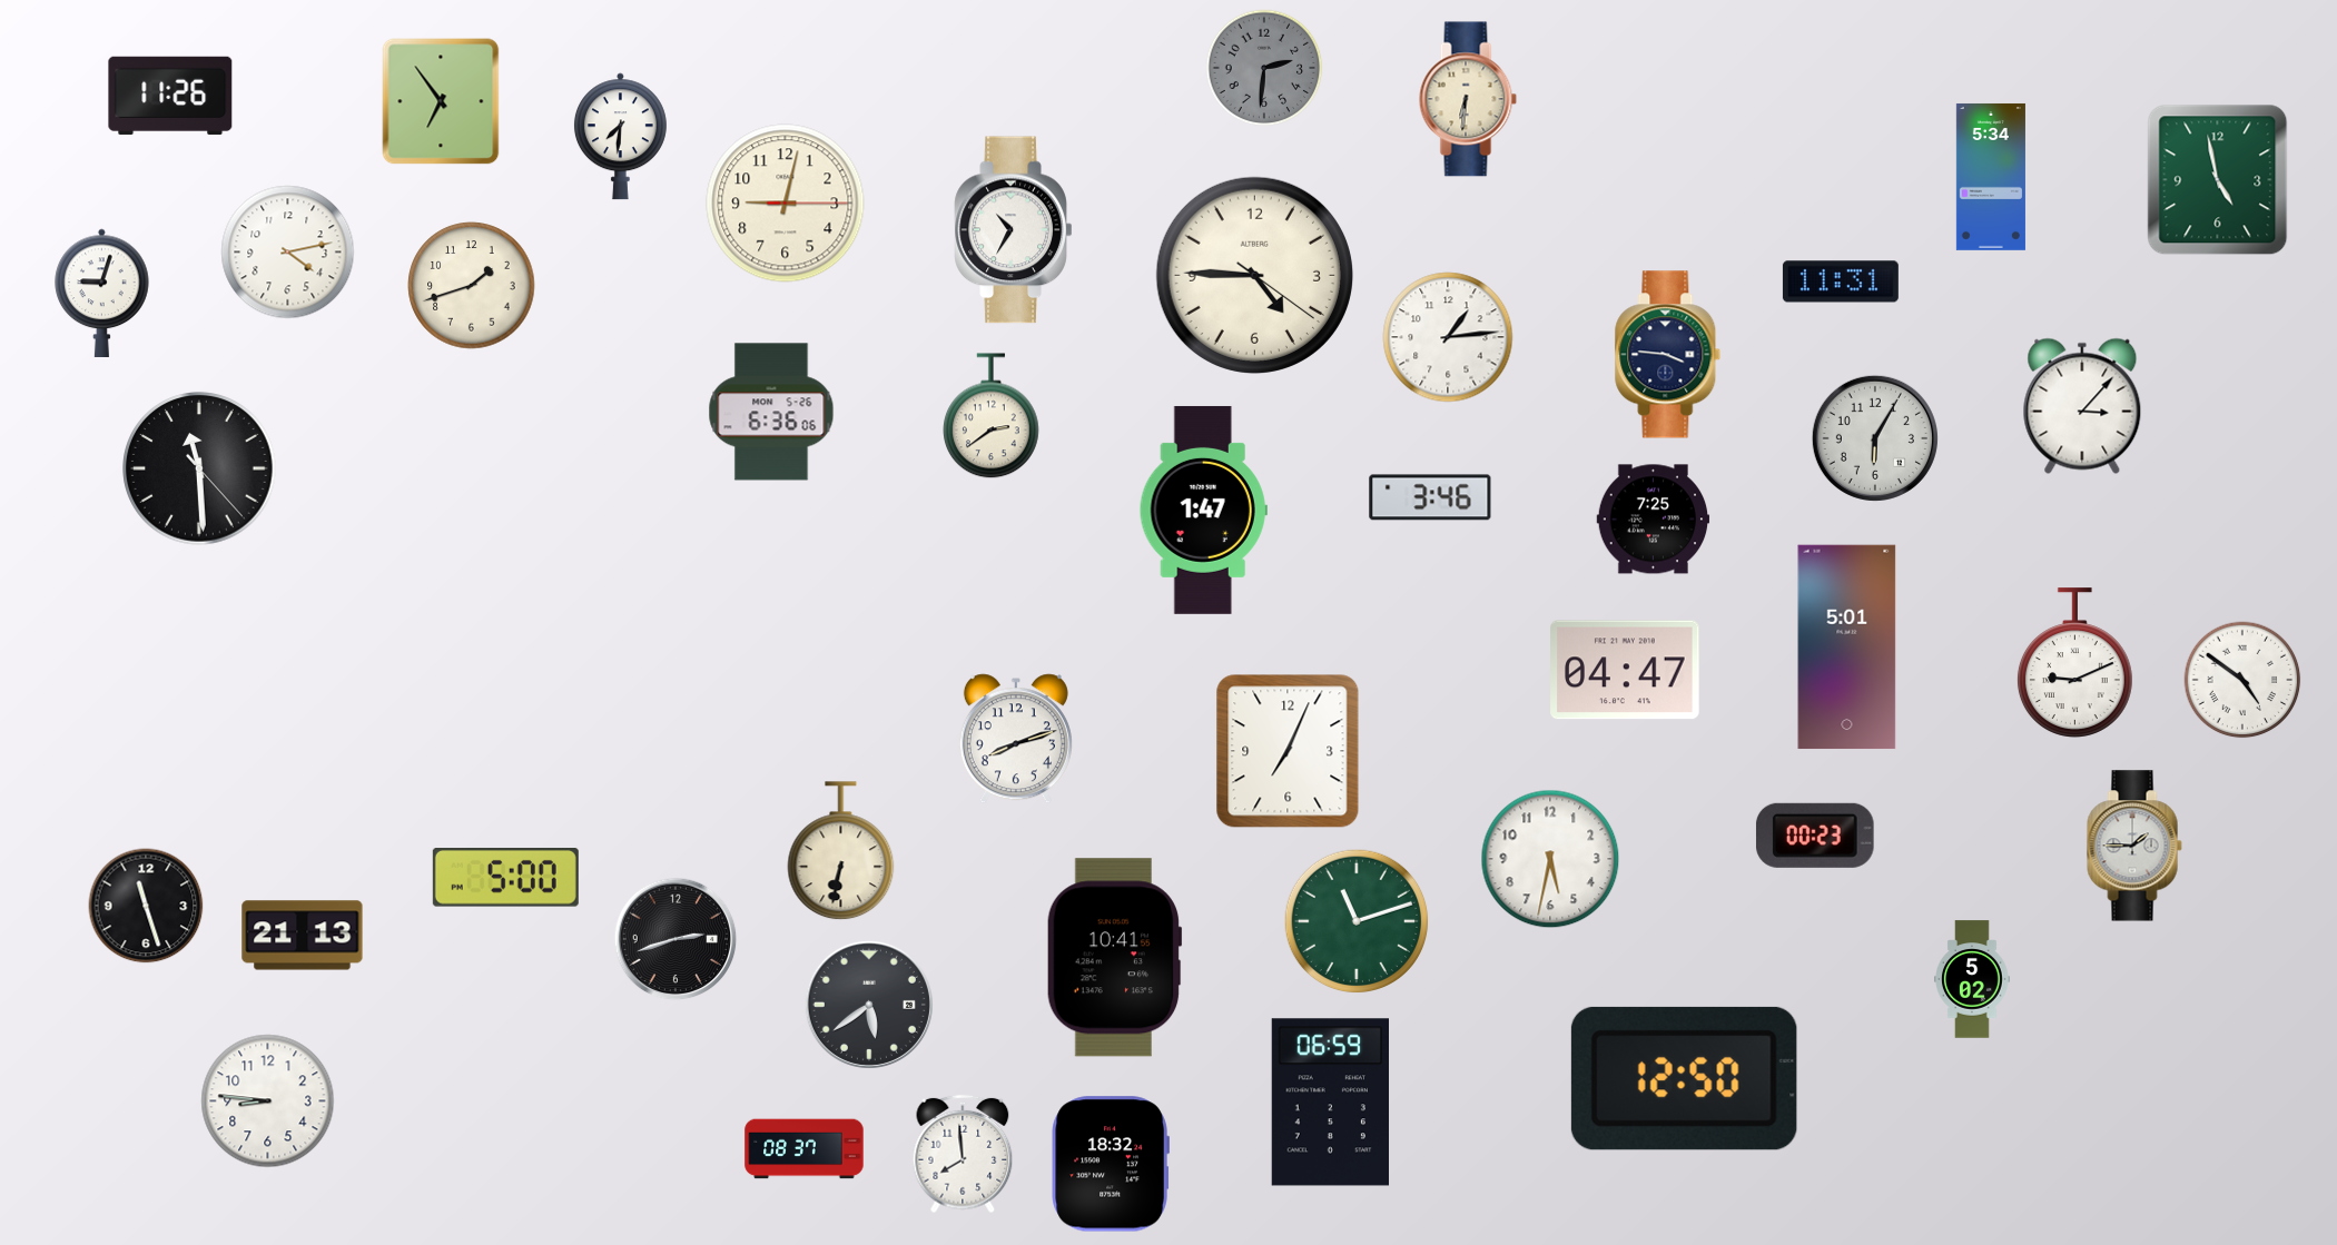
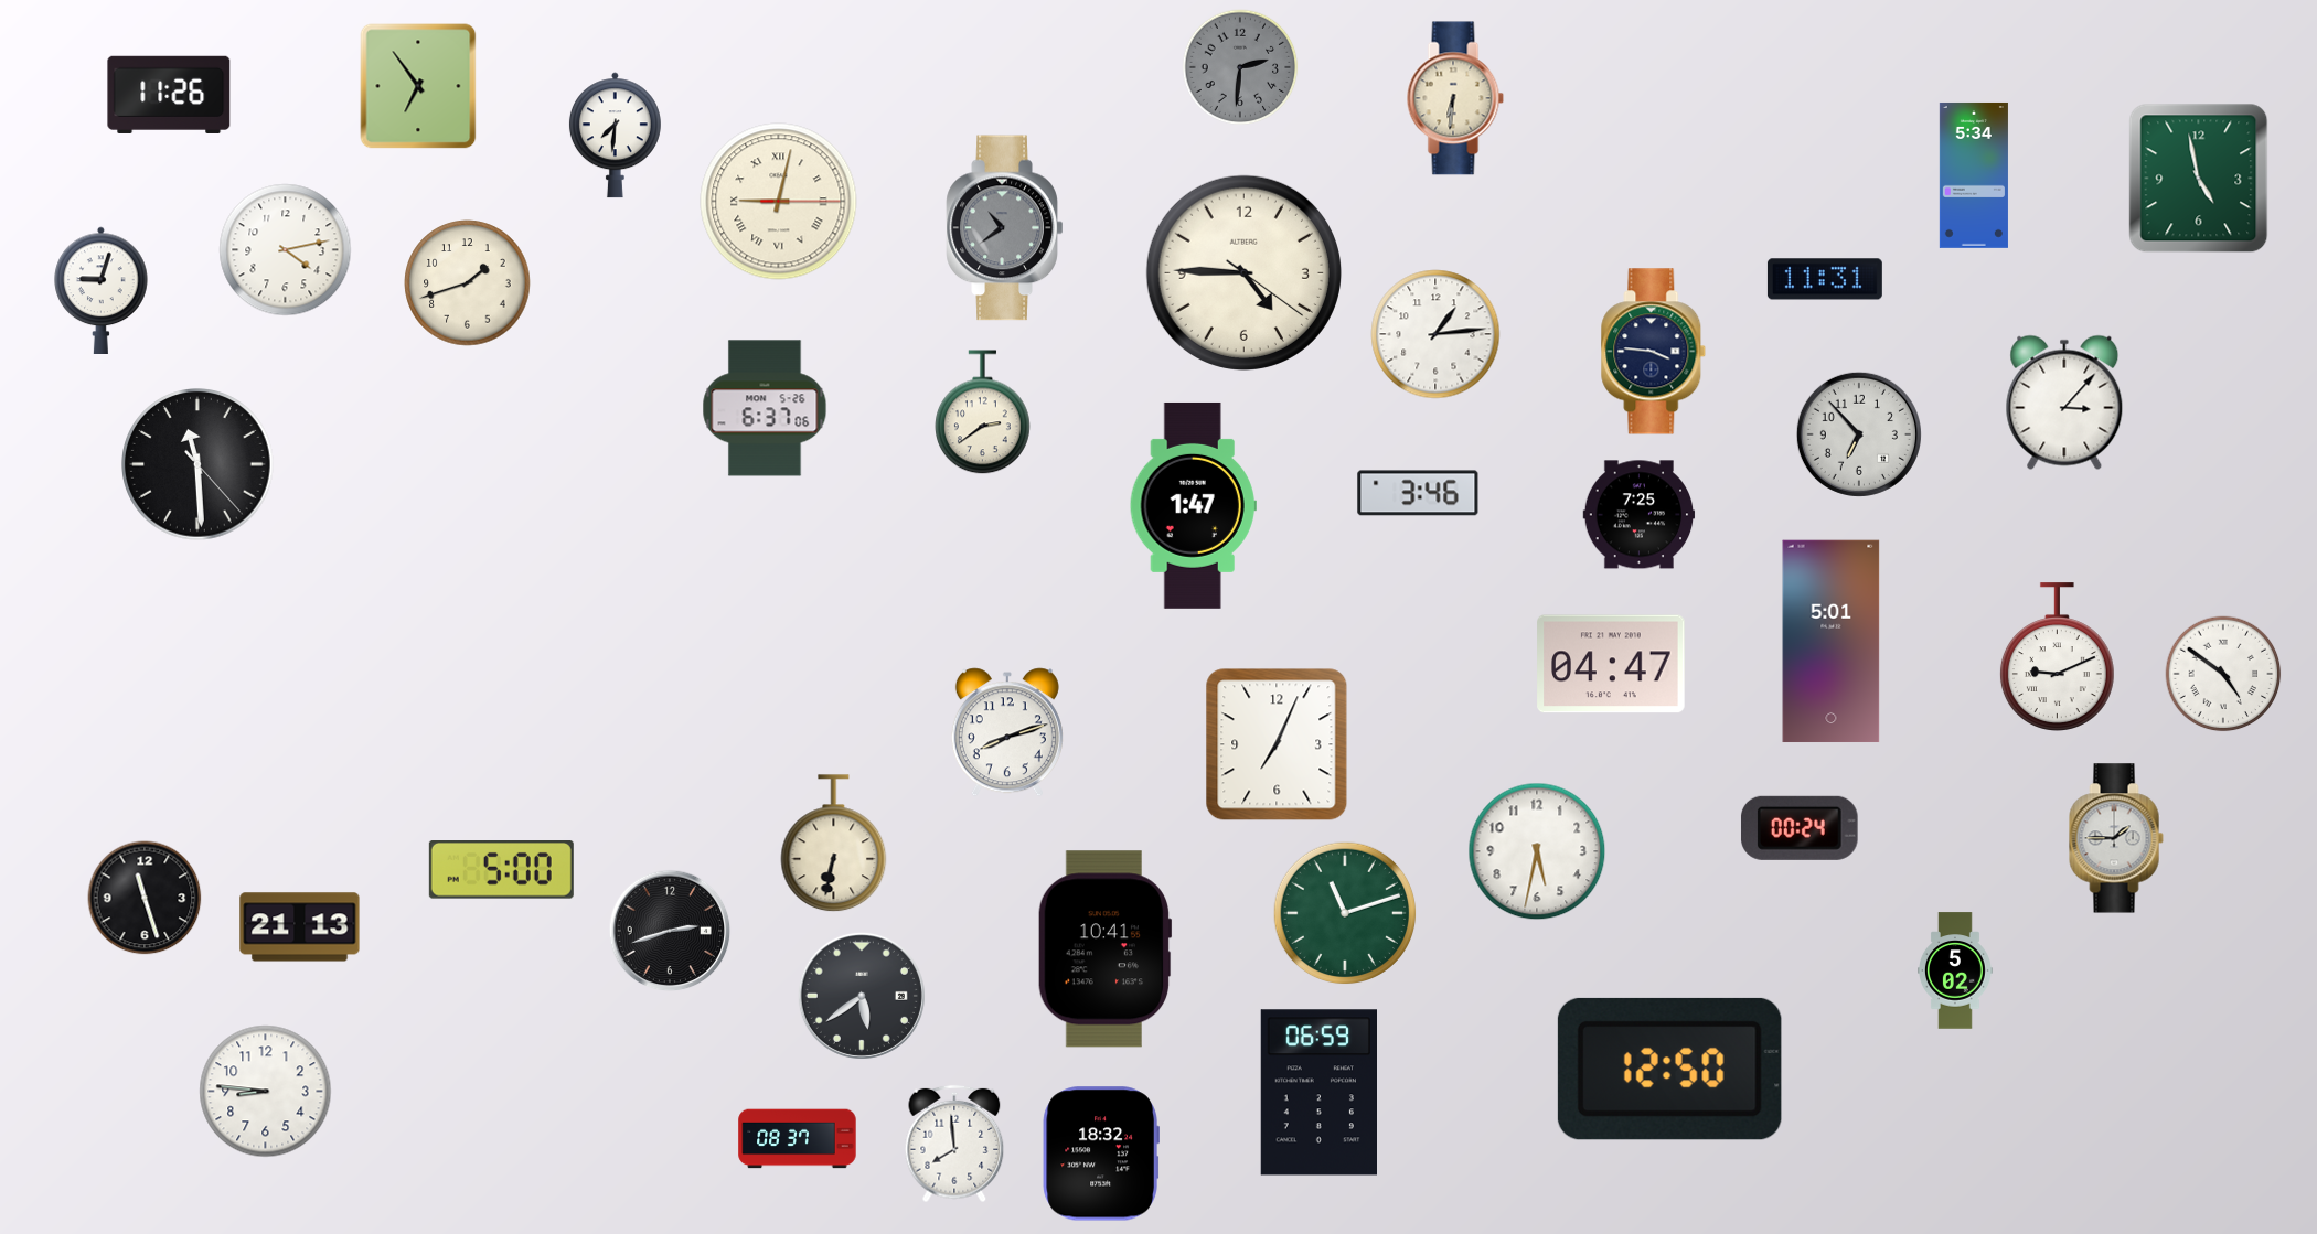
clock at (1264, 68) position: (1264, 68) -> (1240, 67)
clock at (441, 101) position: (441, 101) -> (418, 86)
clock at (786, 204) numerals: Arabic -> Roman
clock at (1014, 230): 10:35 -> 10:39
clock at (1014, 230) dial: white -> grey
clock at (771, 412): 6:36 -> 6:37
clock at (1875, 438): 6:05 -> 6:53
clock at (1815, 836): 00:23 -> 00:24
